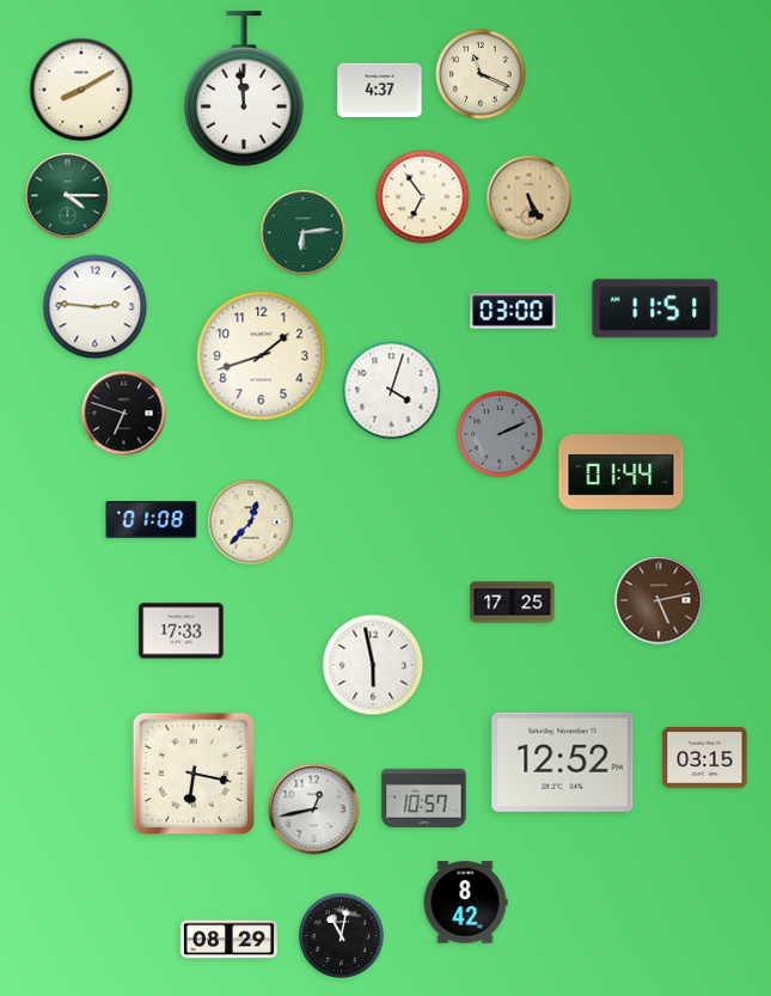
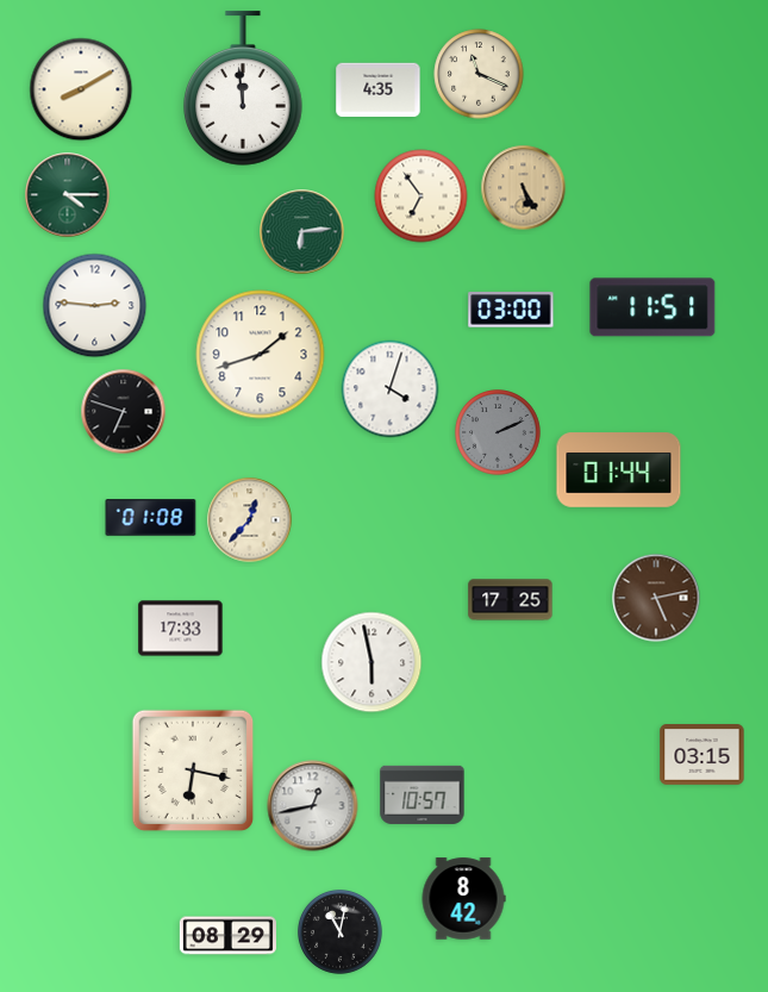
clock at (380, 91): 4:37 -> 4:35
clock at (530, 198) position: (530, 198) -> (524, 188)
clock at (563, 762): 12:52 -> none
